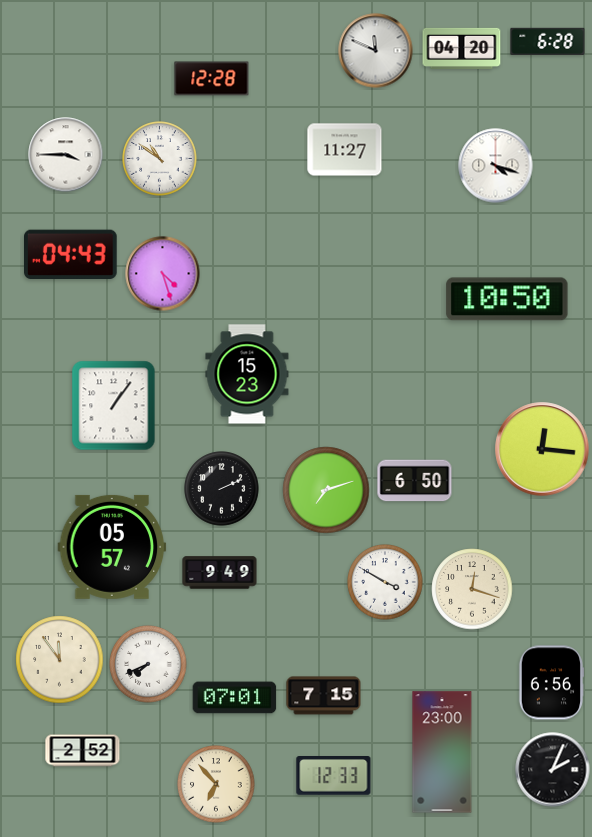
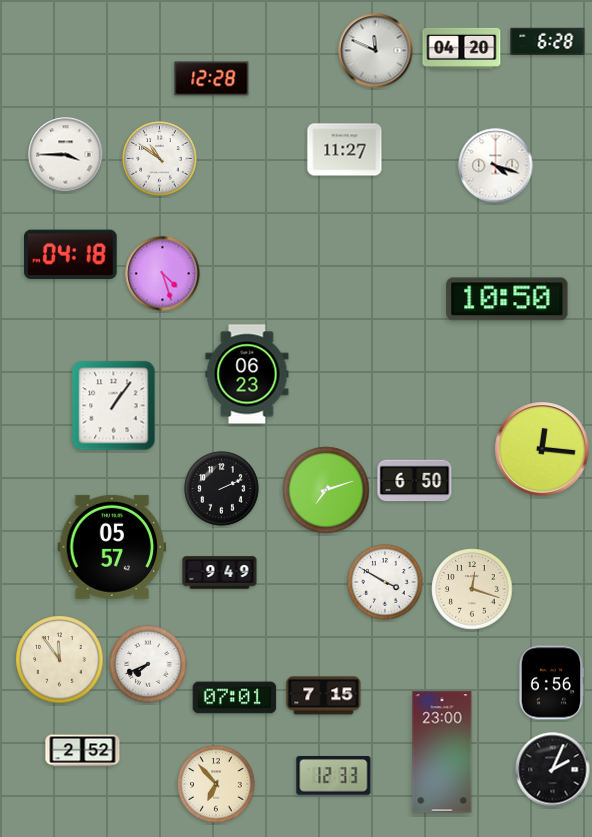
clock at (71, 254): 04:43 -> 04:18
clock at (247, 374): 15:23 -> 06:23
